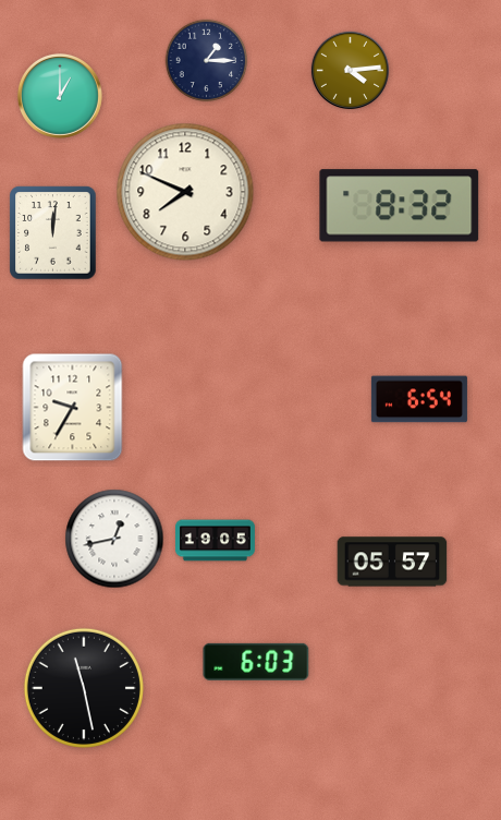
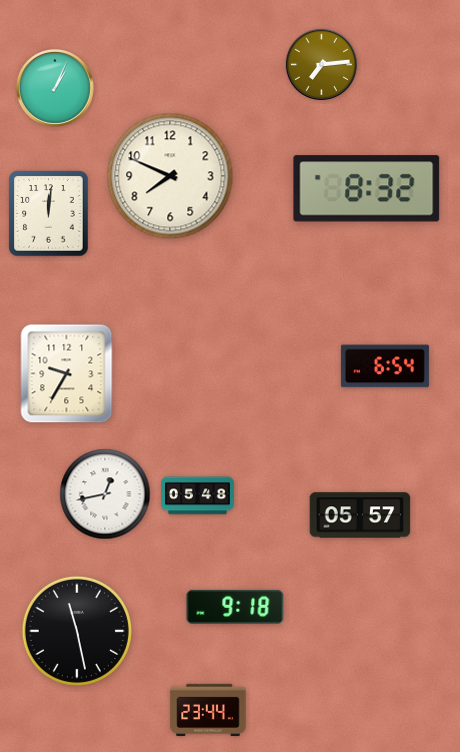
clock at (207, 61): 1:15 -> none
clock at (350, 70): 4:14 -> 7:14
clock at (60, 96): 1:00 -> 1:04
clock at (216, 541): 19:05 -> 05:48
clock at (256, 662): 6:03 -> 9:18
clock at (208, 710): none -> 23:44
